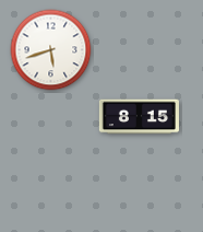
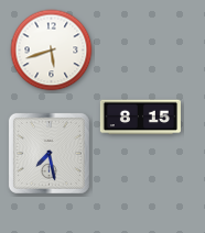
clock at (48, 153): none -> 7:28
